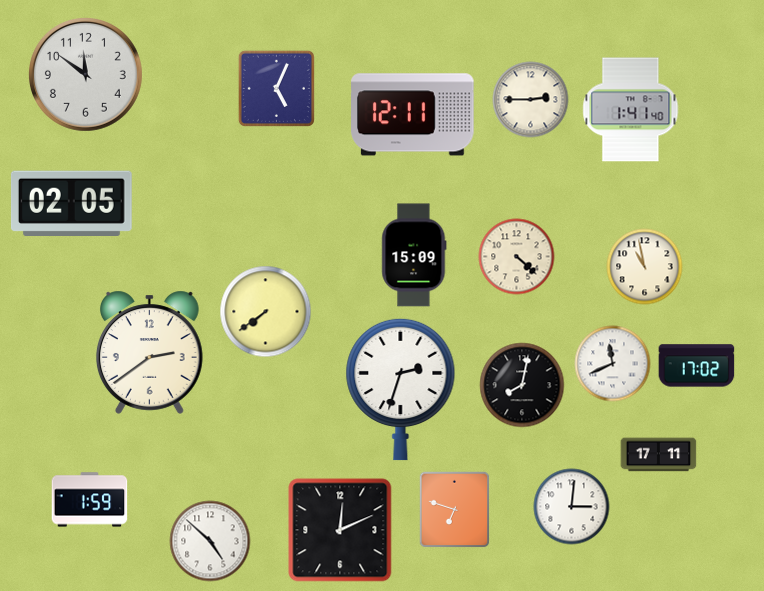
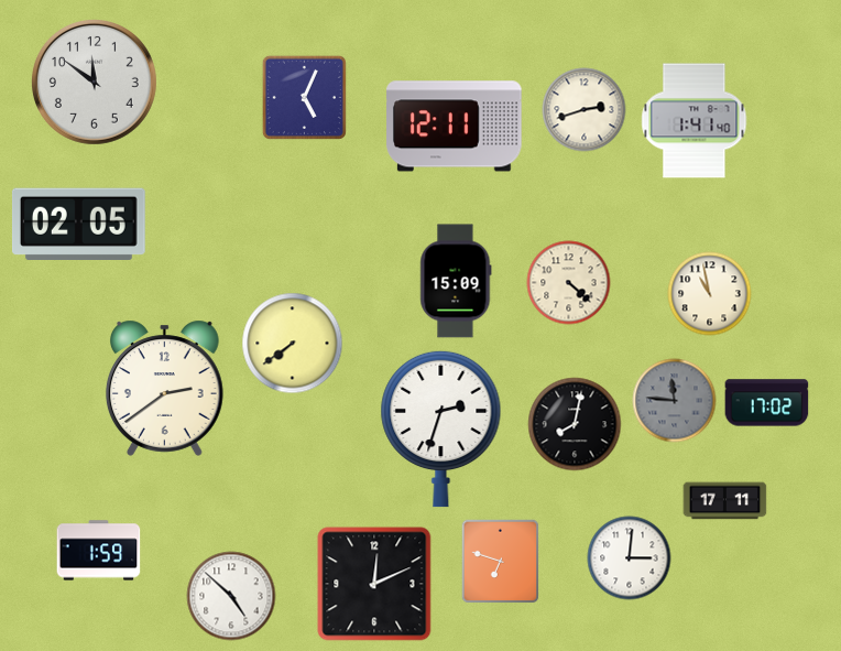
clock at (531, 100): 2:45 -> 2:42
clock at (613, 364): 11:41 -> 11:46
clock at (613, 364) dial: white -> grey
